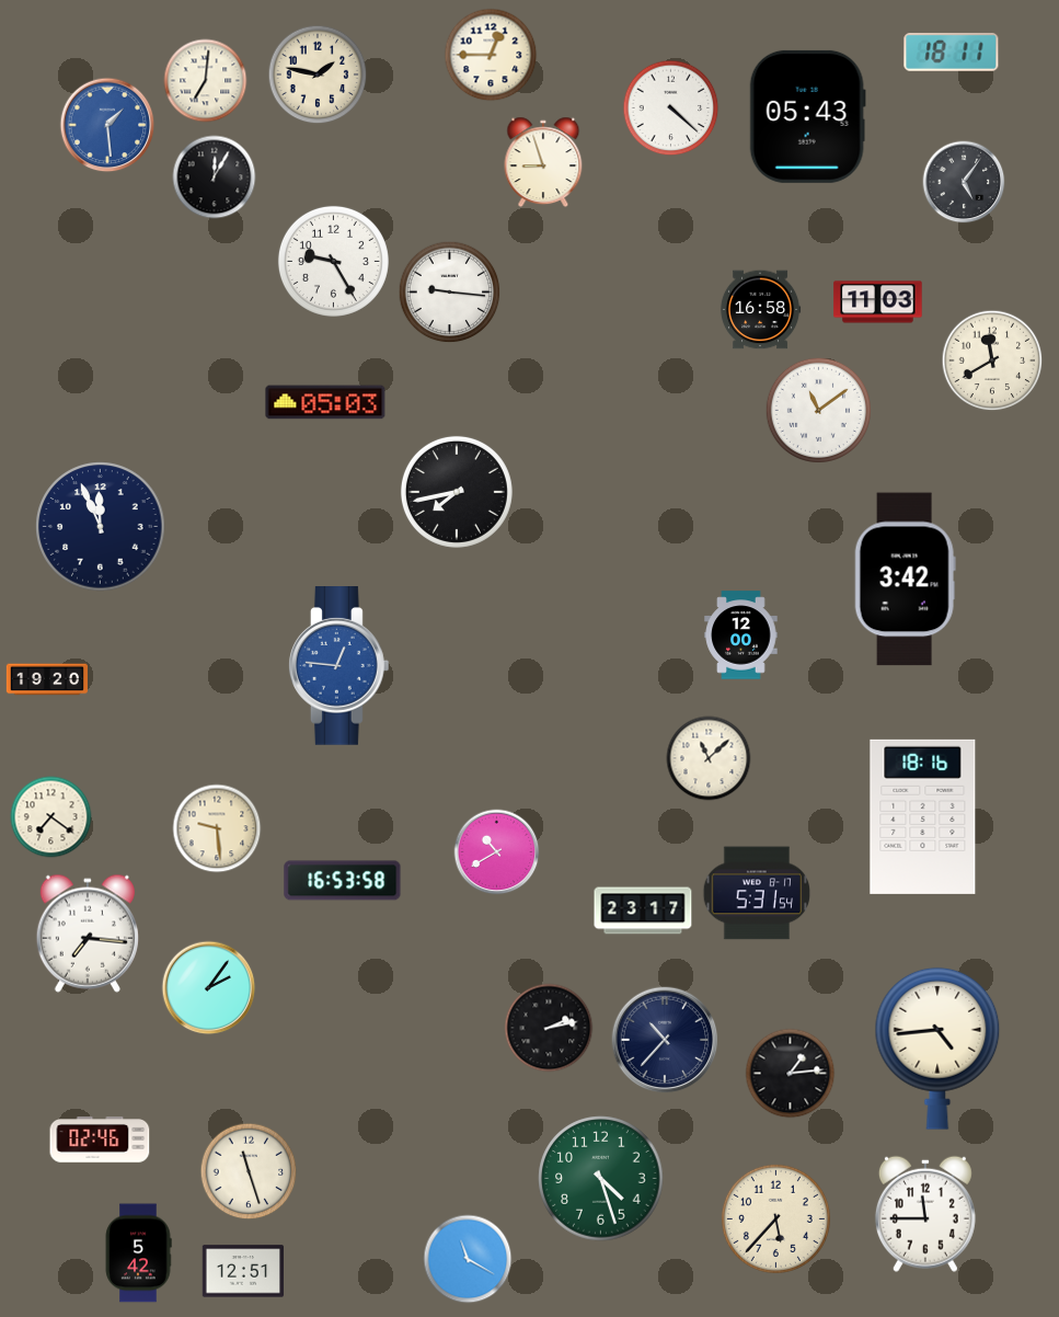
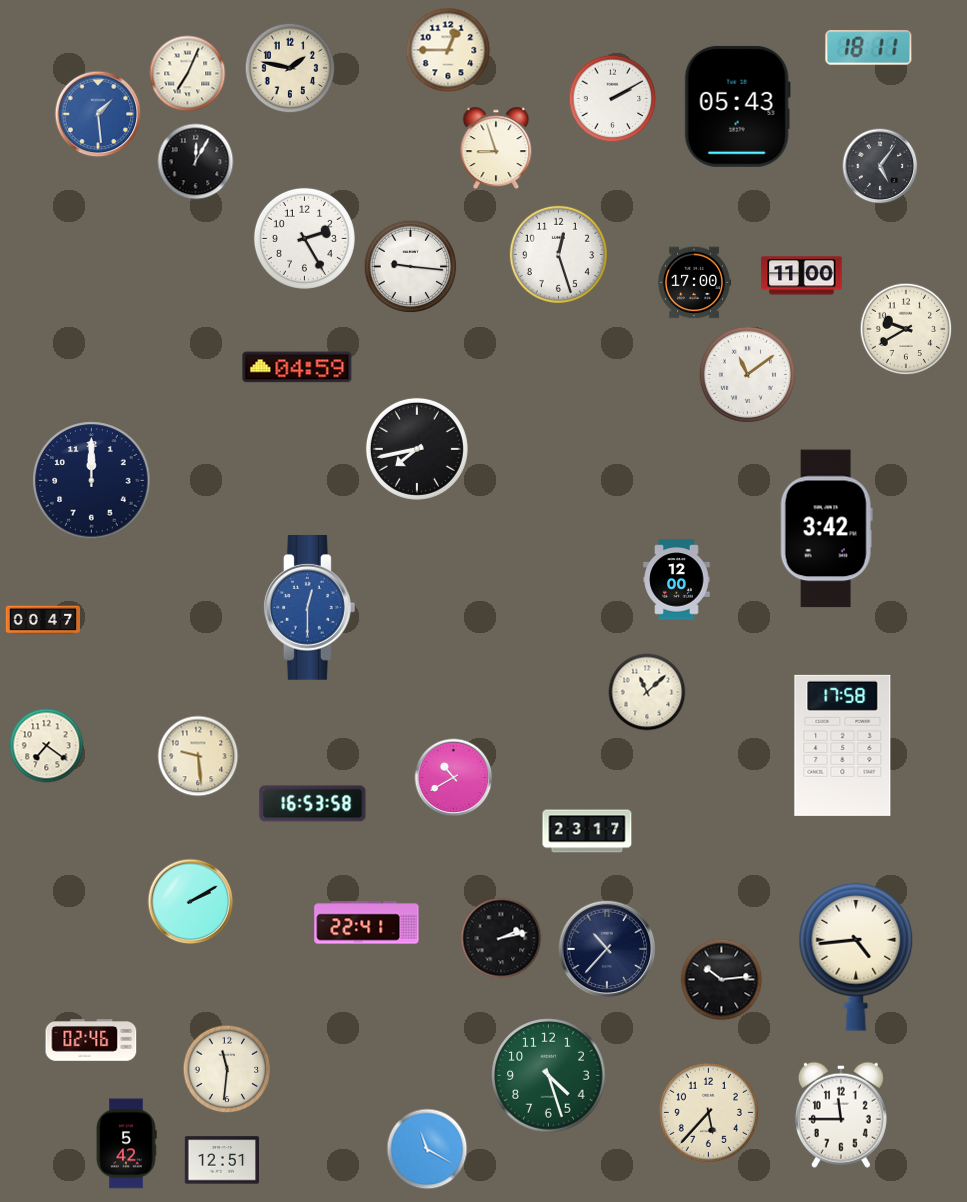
clock at (206, 81): 7:01 -> 7:04
clock at (671, 108): 4:22 -> 2:10
clock at (333, 261): 9:25 -> 2:25
clock at (558, 254): none -> 12:27
clock at (878, 302): 11:03 -> 11:00
clock at (760, 310): 16:58 -> 17:00
clock at (992, 360): 11:40 -> 9:40
clock at (325, 402): 05:03 -> 04:59
clock at (101, 527): 11:56 -> 12:00
clock at (338, 666): 12:46 -> 12:30
clock at (46, 679): 19:20 -> 00:47
clock at (923, 816): 18:16 -> 17:58
clock at (757, 893): 5:31 -> none
clock at (88, 934): 7:16 -> none
clock at (209, 988): 2:06 -> 2:10
clock at (367, 923): none -> 22:41
clock at (791, 1074): 1:14 -> 10:14
clock at (249, 1171): 11:27 -> 11:31
clock at (925, 1214) position: (925, 1214) -> (841, 1115)
